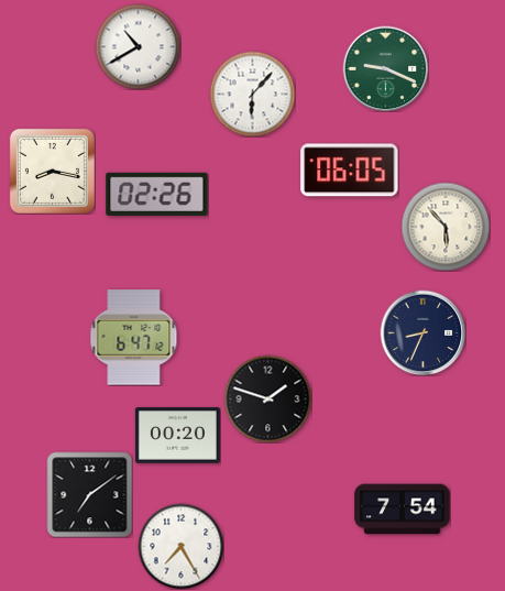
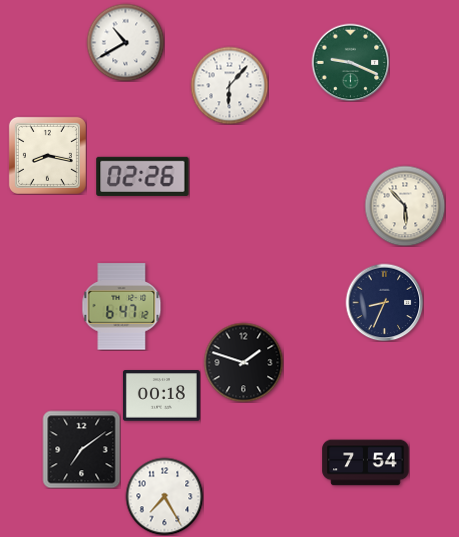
clock at (350, 171): 06:05 -> none
clock at (177, 436): 00:20 -> 00:18
